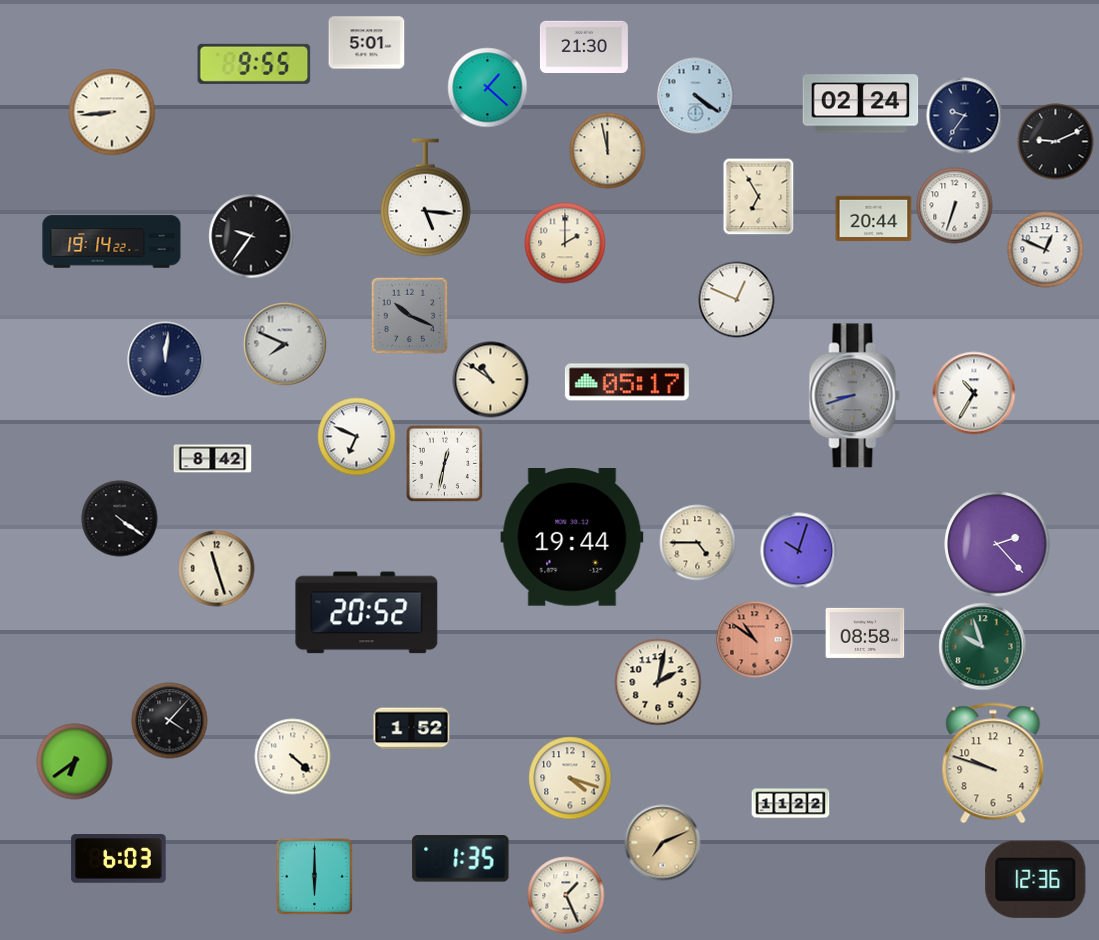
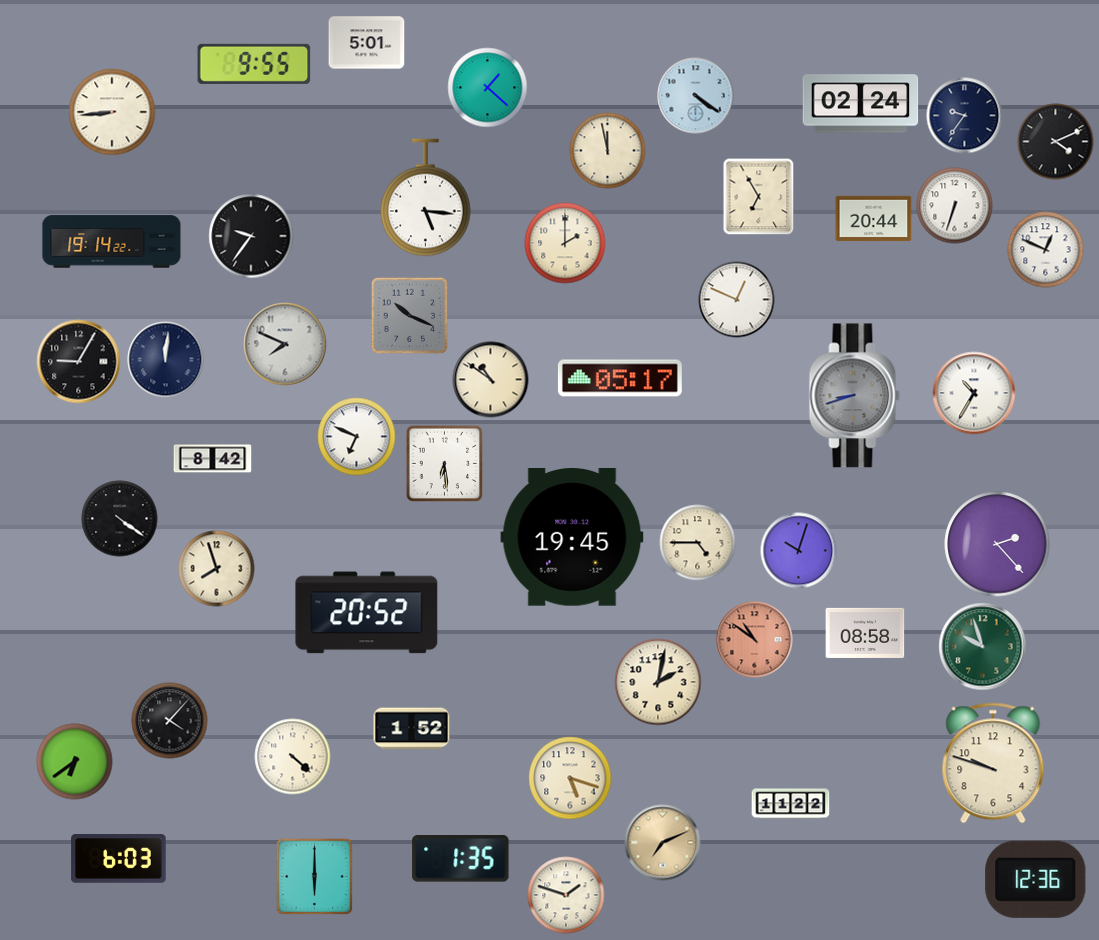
clock at (584, 46): 21:30 -> none
clock at (1056, 142): 9:11 -> 4:11
clock at (79, 362): none -> 9:05
clock at (627, 382) position: (627, 382) -> (620, 378)
clock at (444, 463): 12:32 -> 6:29
clock at (572, 537): 19:44 -> 19:45
clock at (217, 569): 11:27 -> 7:57
clock at (570, 778): 4:18 -> 5:18
clock at (566, 895): 1:26 -> 1:48
